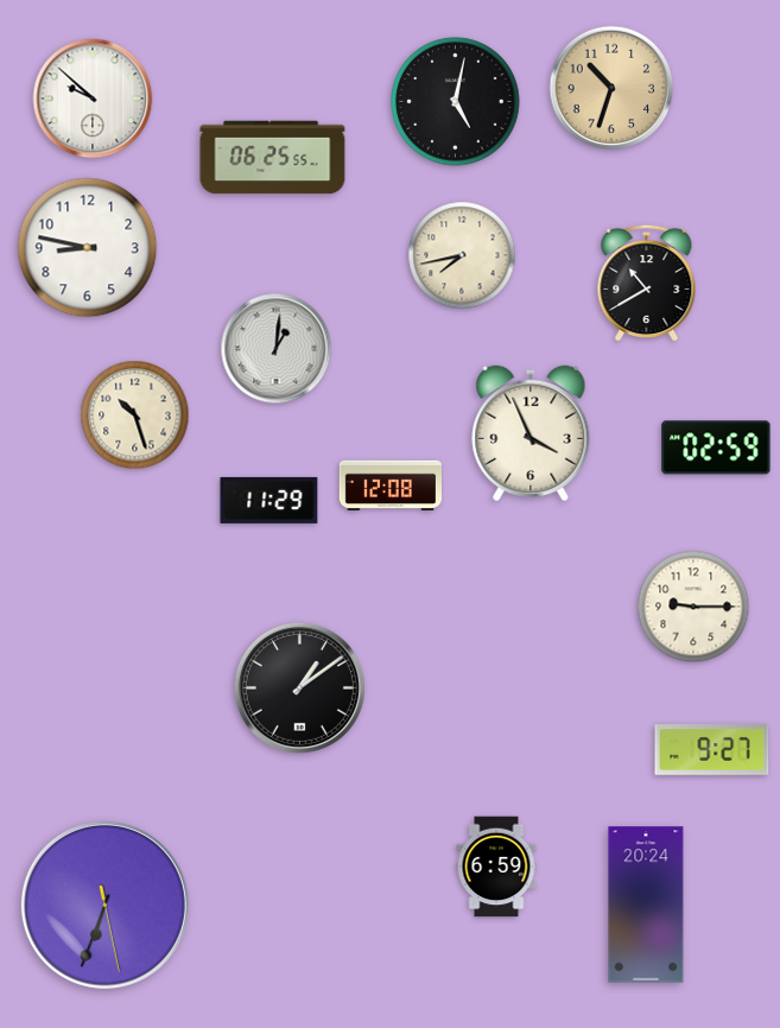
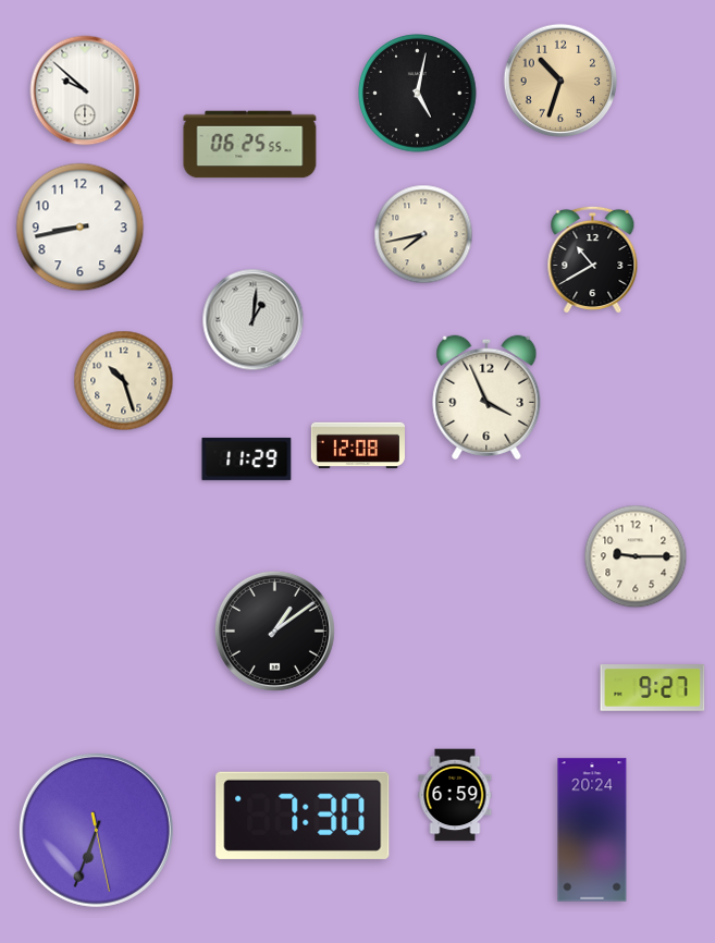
clock at (88, 248): 8:47 -> 8:43
clock at (716, 448): 02:59 -> none
clock at (303, 816): none -> 7:30
